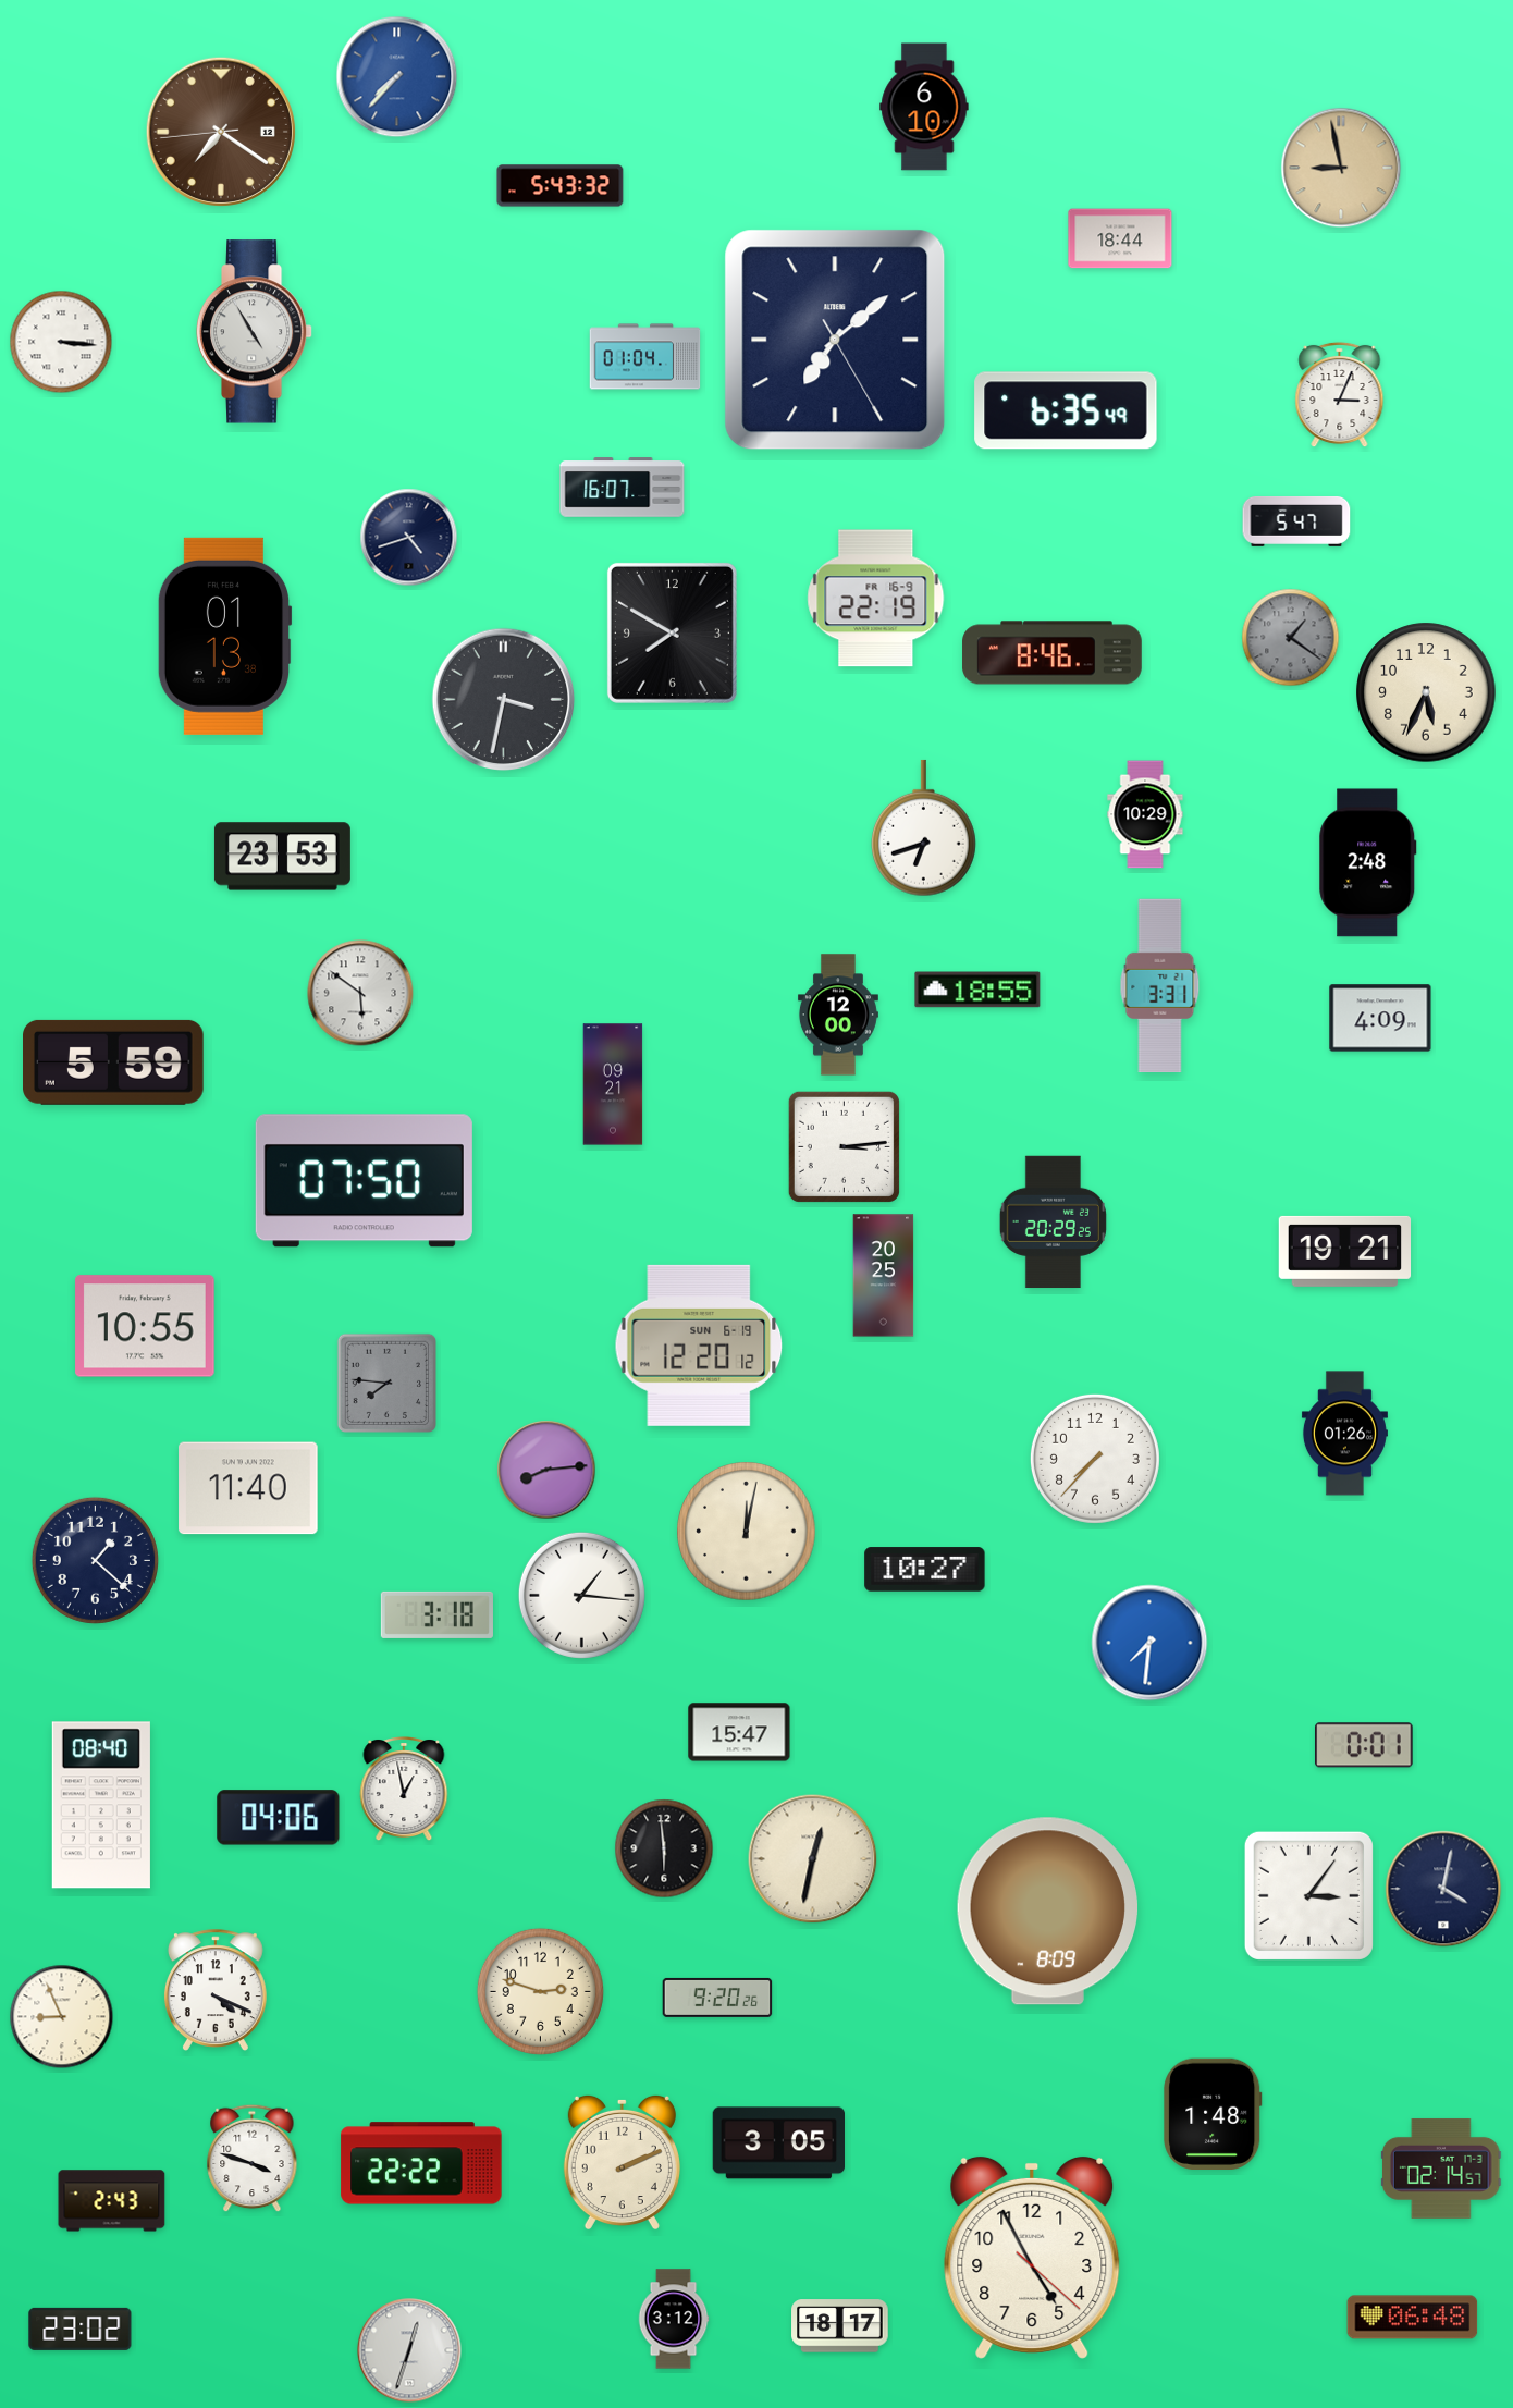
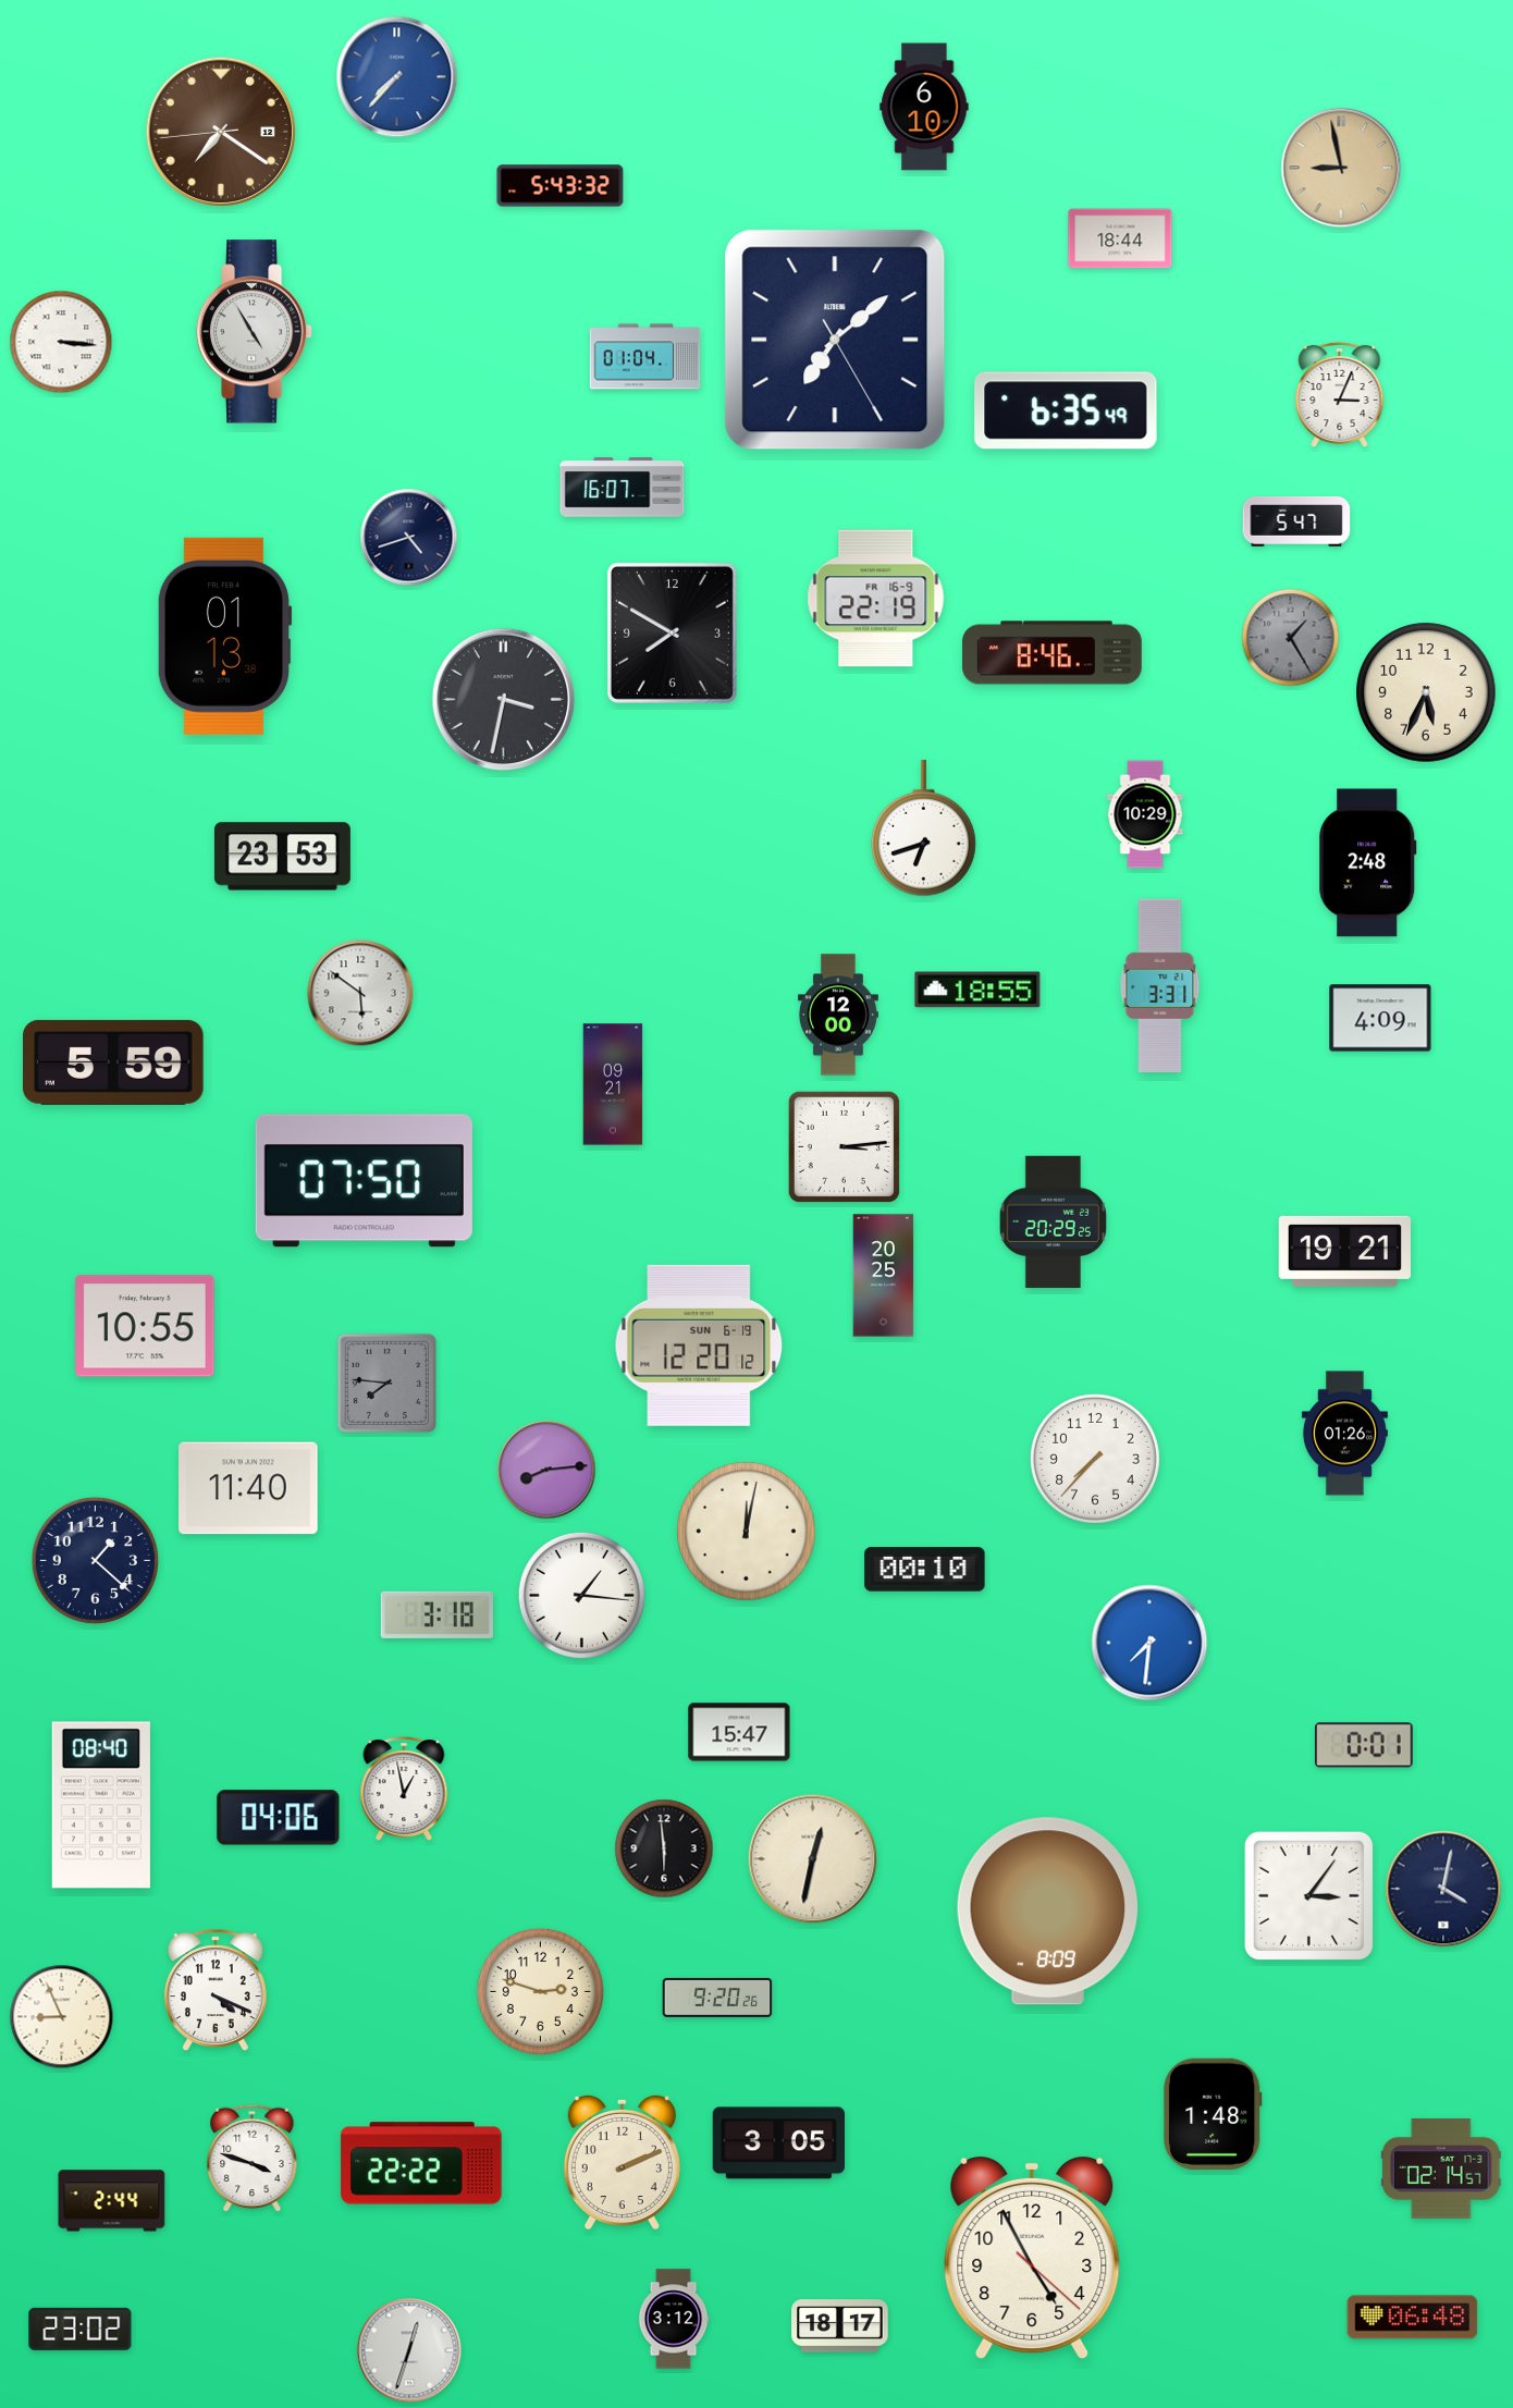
clock at (1291, 638): 1:21 -> 1:25
clock at (925, 1570): 10:27 -> 00:10
clock at (112, 2201): 2:43 -> 2:44
